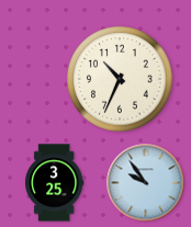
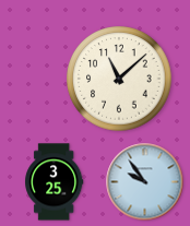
clock at (120, 79): 10:34 -> 11:08
